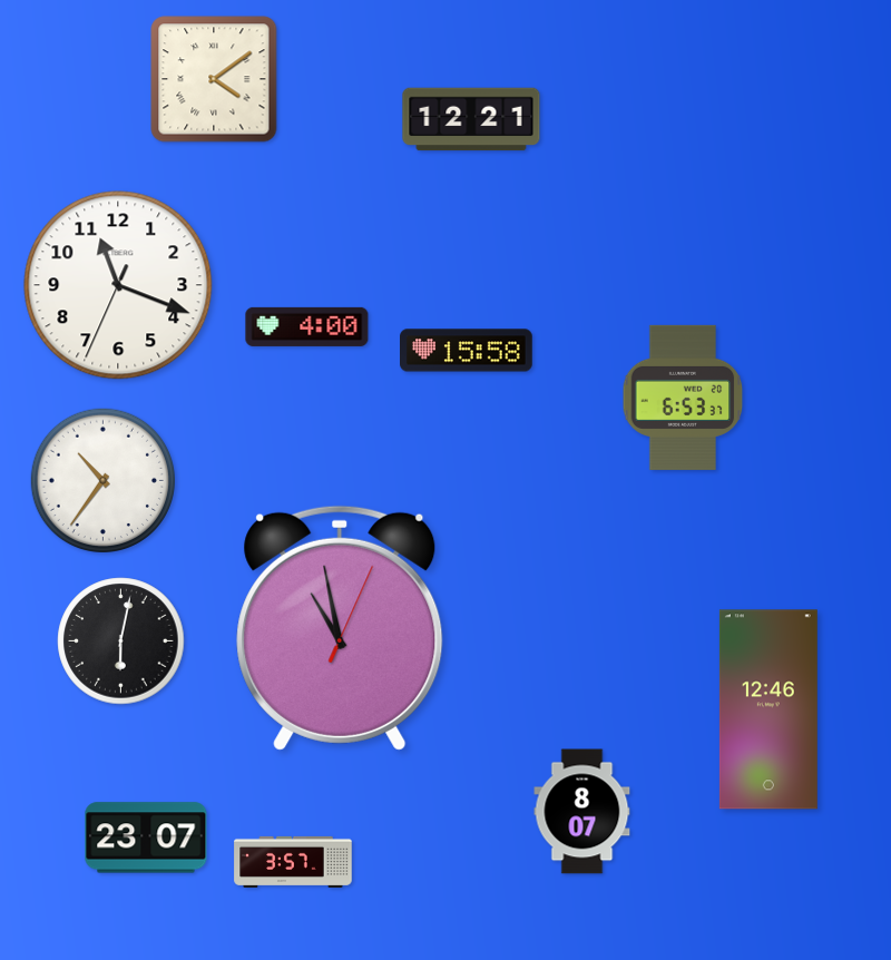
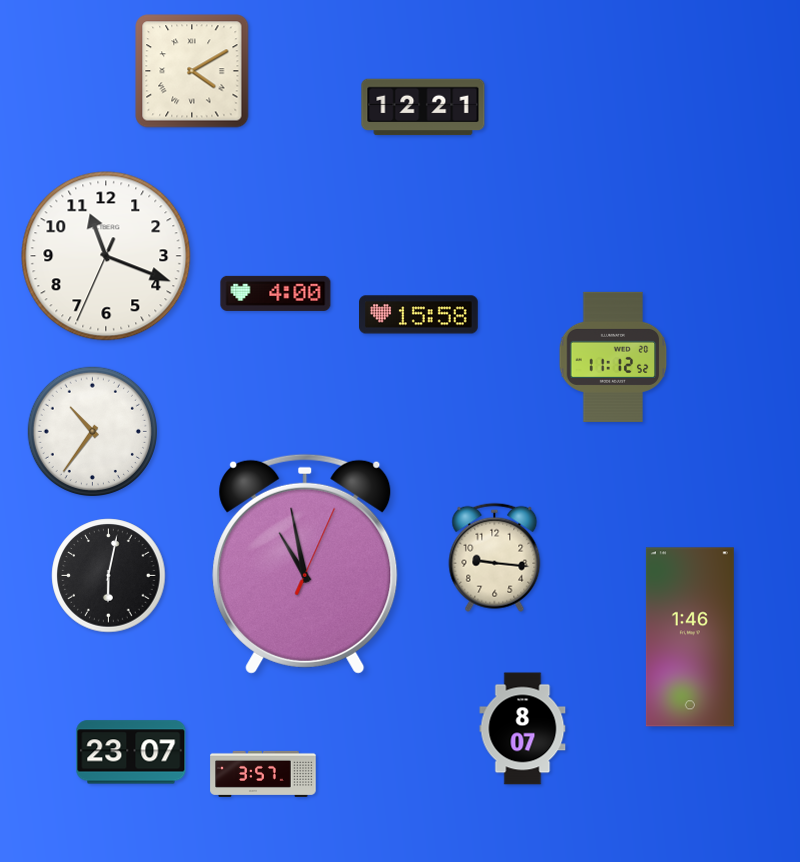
clock at (214, 79): 4:09 -> 4:10
clock at (683, 398): 6:53 -> 11:12
clock at (495, 557): none -> 9:16
clock at (768, 709): 12:46 -> 1:46
